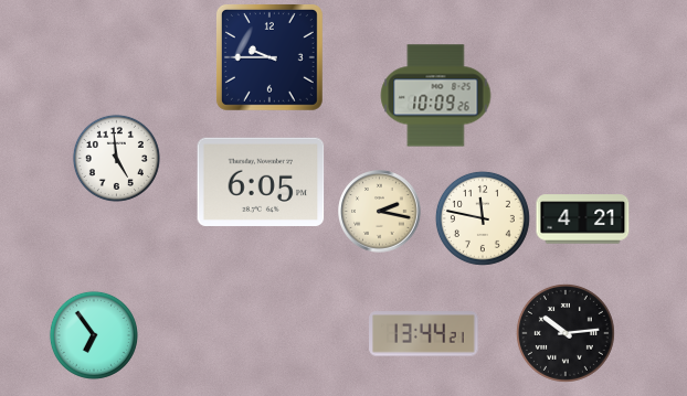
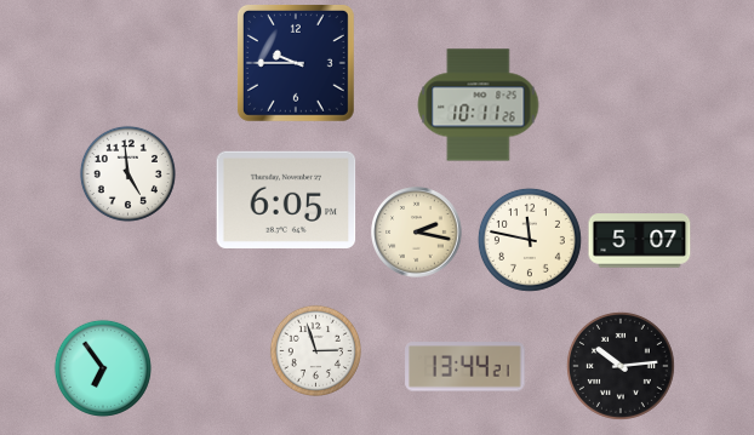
clock at (436, 96): 10:09 -> 10:11
clock at (583, 220): 4:21 -> 5:07
clock at (315, 350): none -> 2:57
